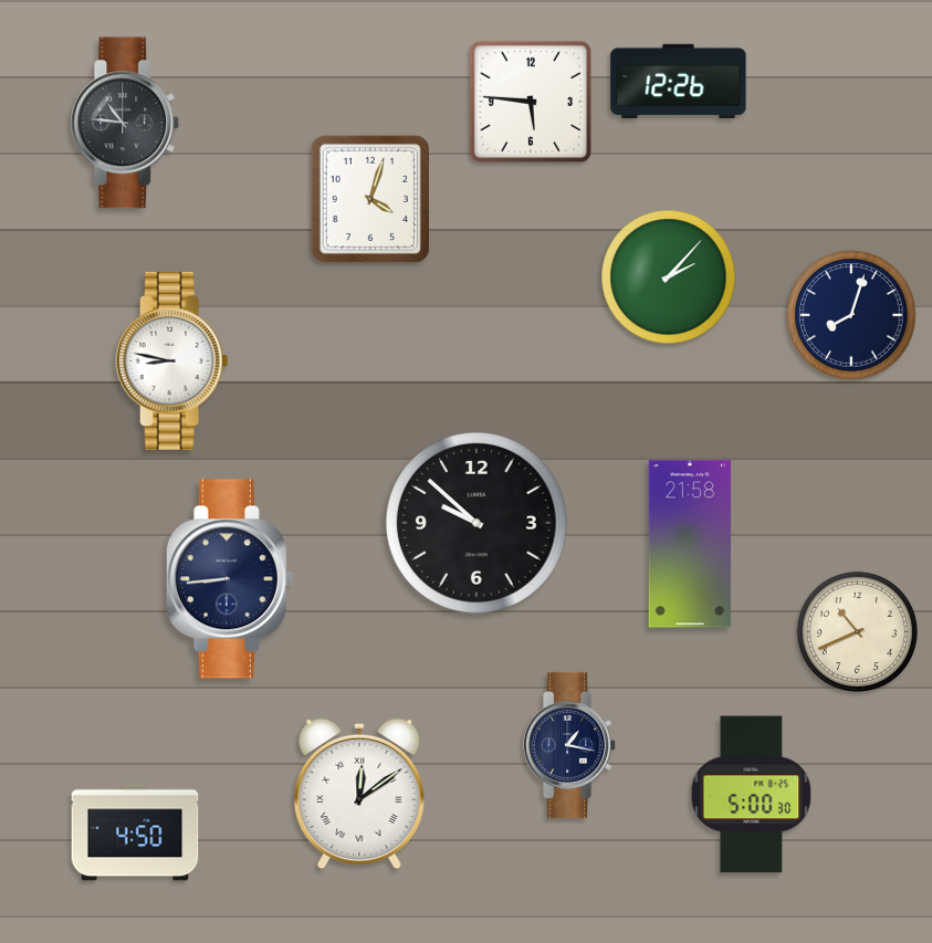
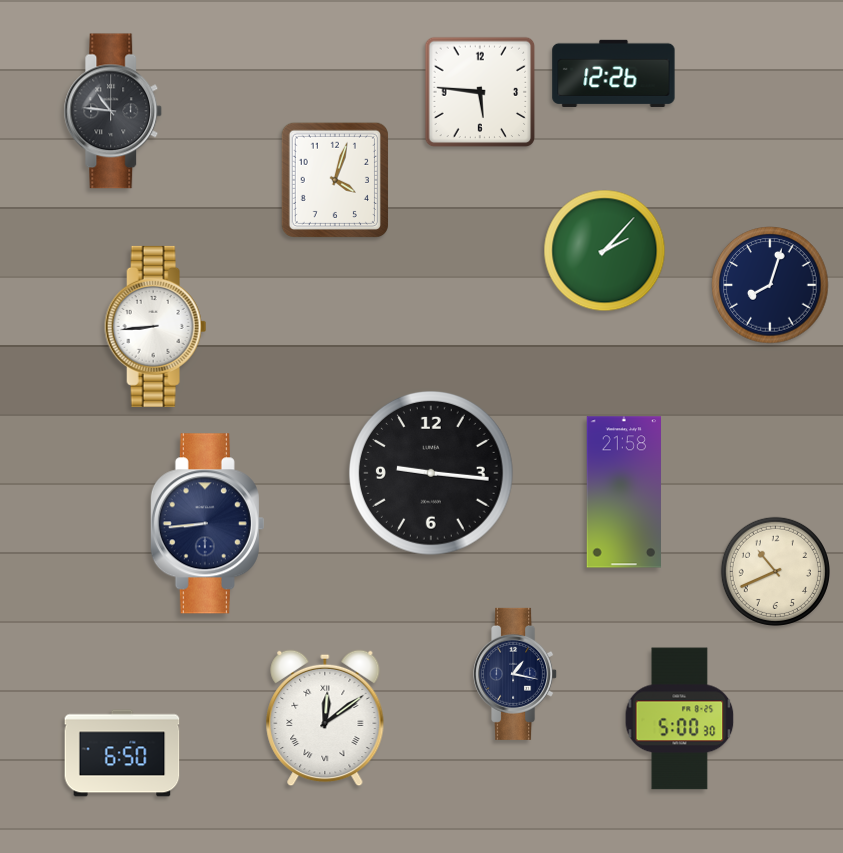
clock at (172, 360): 8:47 -> 8:44
clock at (477, 523): 9:52 -> 9:16
clock at (135, 832): 4:50 -> 6:50
